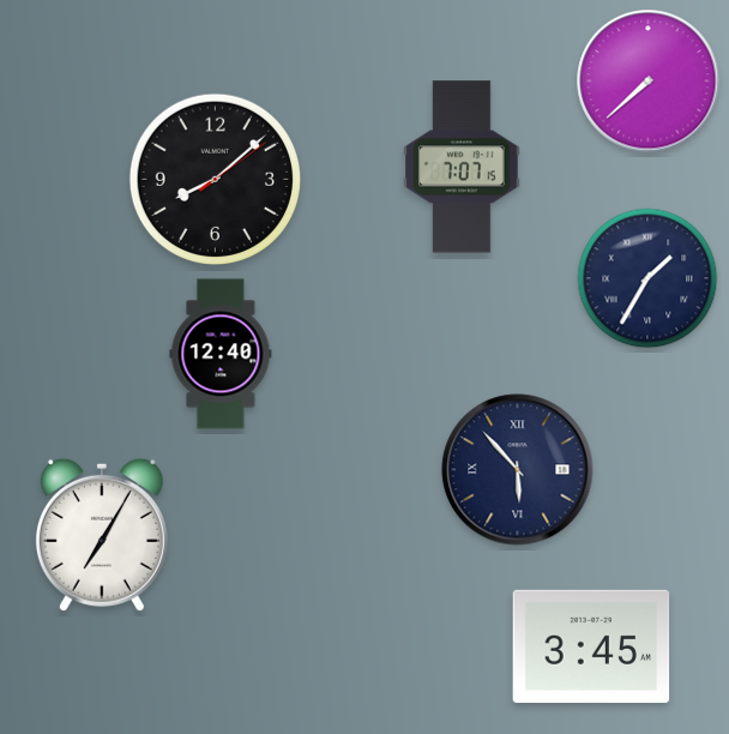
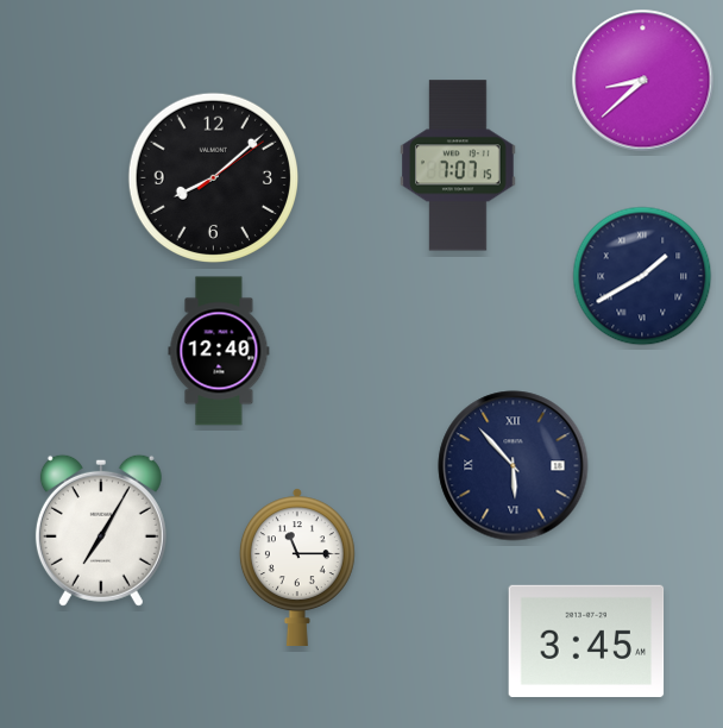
clock at (649, 82): 7:38 -> 8:38
clock at (647, 278): 1:35 -> 1:40
clock at (297, 566): none -> 11:15
